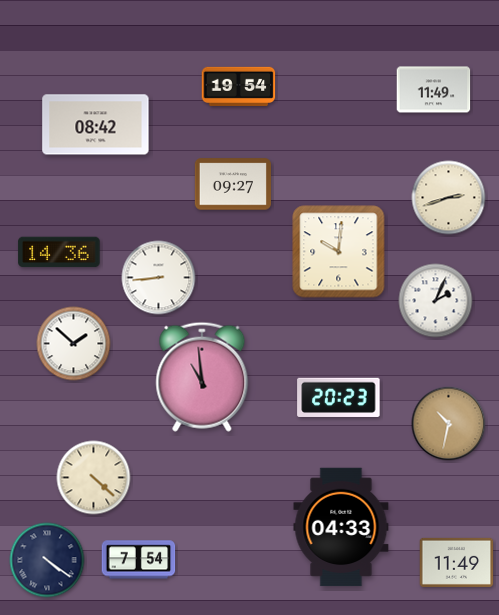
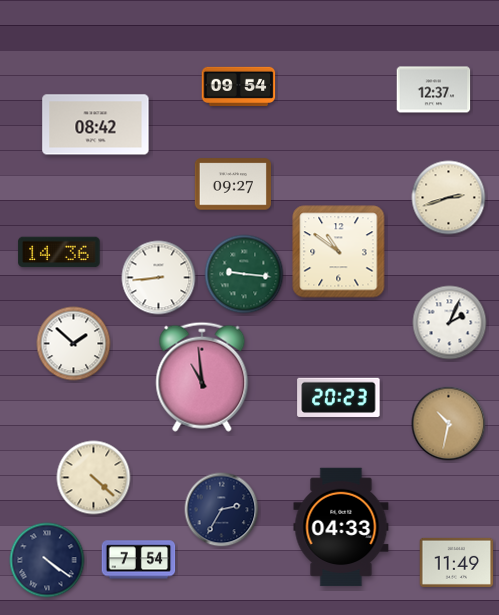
clock at (239, 86): 19:54 -> 09:54
clock at (434, 90): 11:49 -> 12:37
clock at (339, 252): 10:01 -> 10:51
clock at (244, 274): none -> 9:16
clock at (436, 301) position: (436, 301) -> (450, 323)
clock at (222, 510): none -> 2:35
